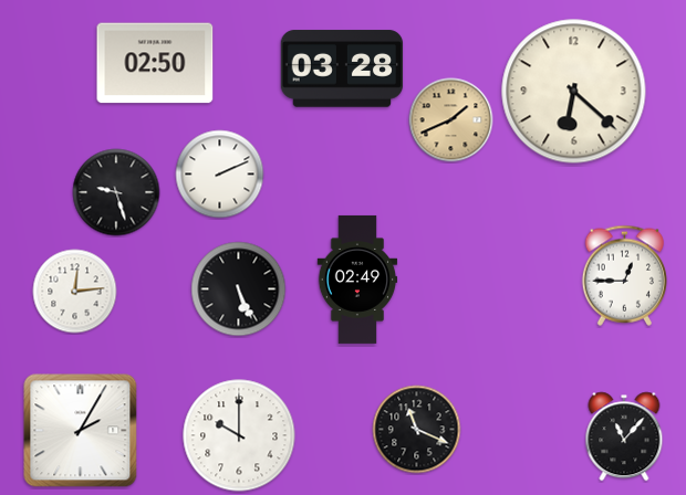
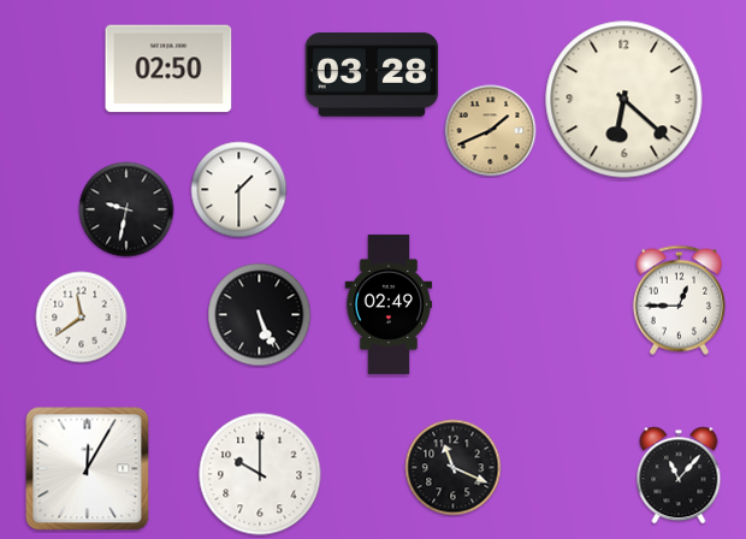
clock at (220, 175): 2:11 -> 1:30
clock at (116, 192): 9:27 -> 9:32
clock at (75, 292): 12:14 -> 11:39
clock at (81, 431): 2:05 -> 12:05
